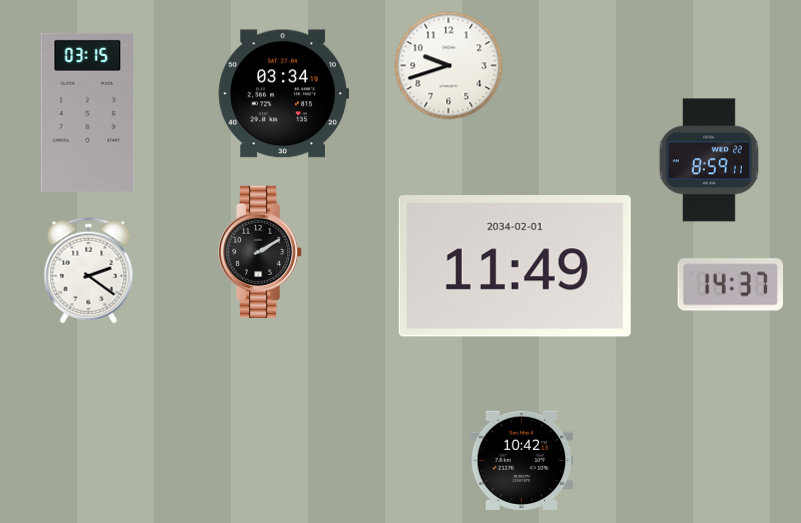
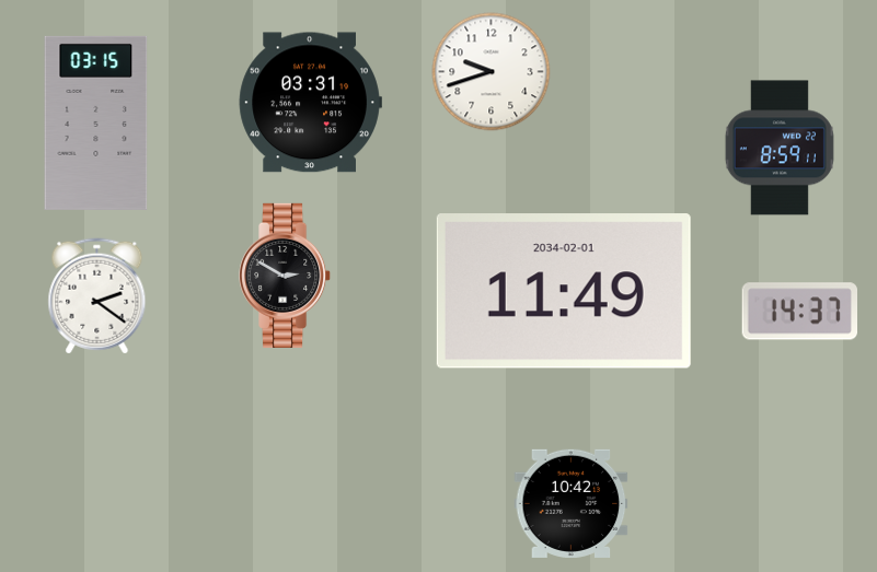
clock at (283, 94): 03:34 -> 03:31
clock at (709, 160) position: (709, 160) -> (780, 148)
clock at (261, 252): 2:10 -> 2:50
